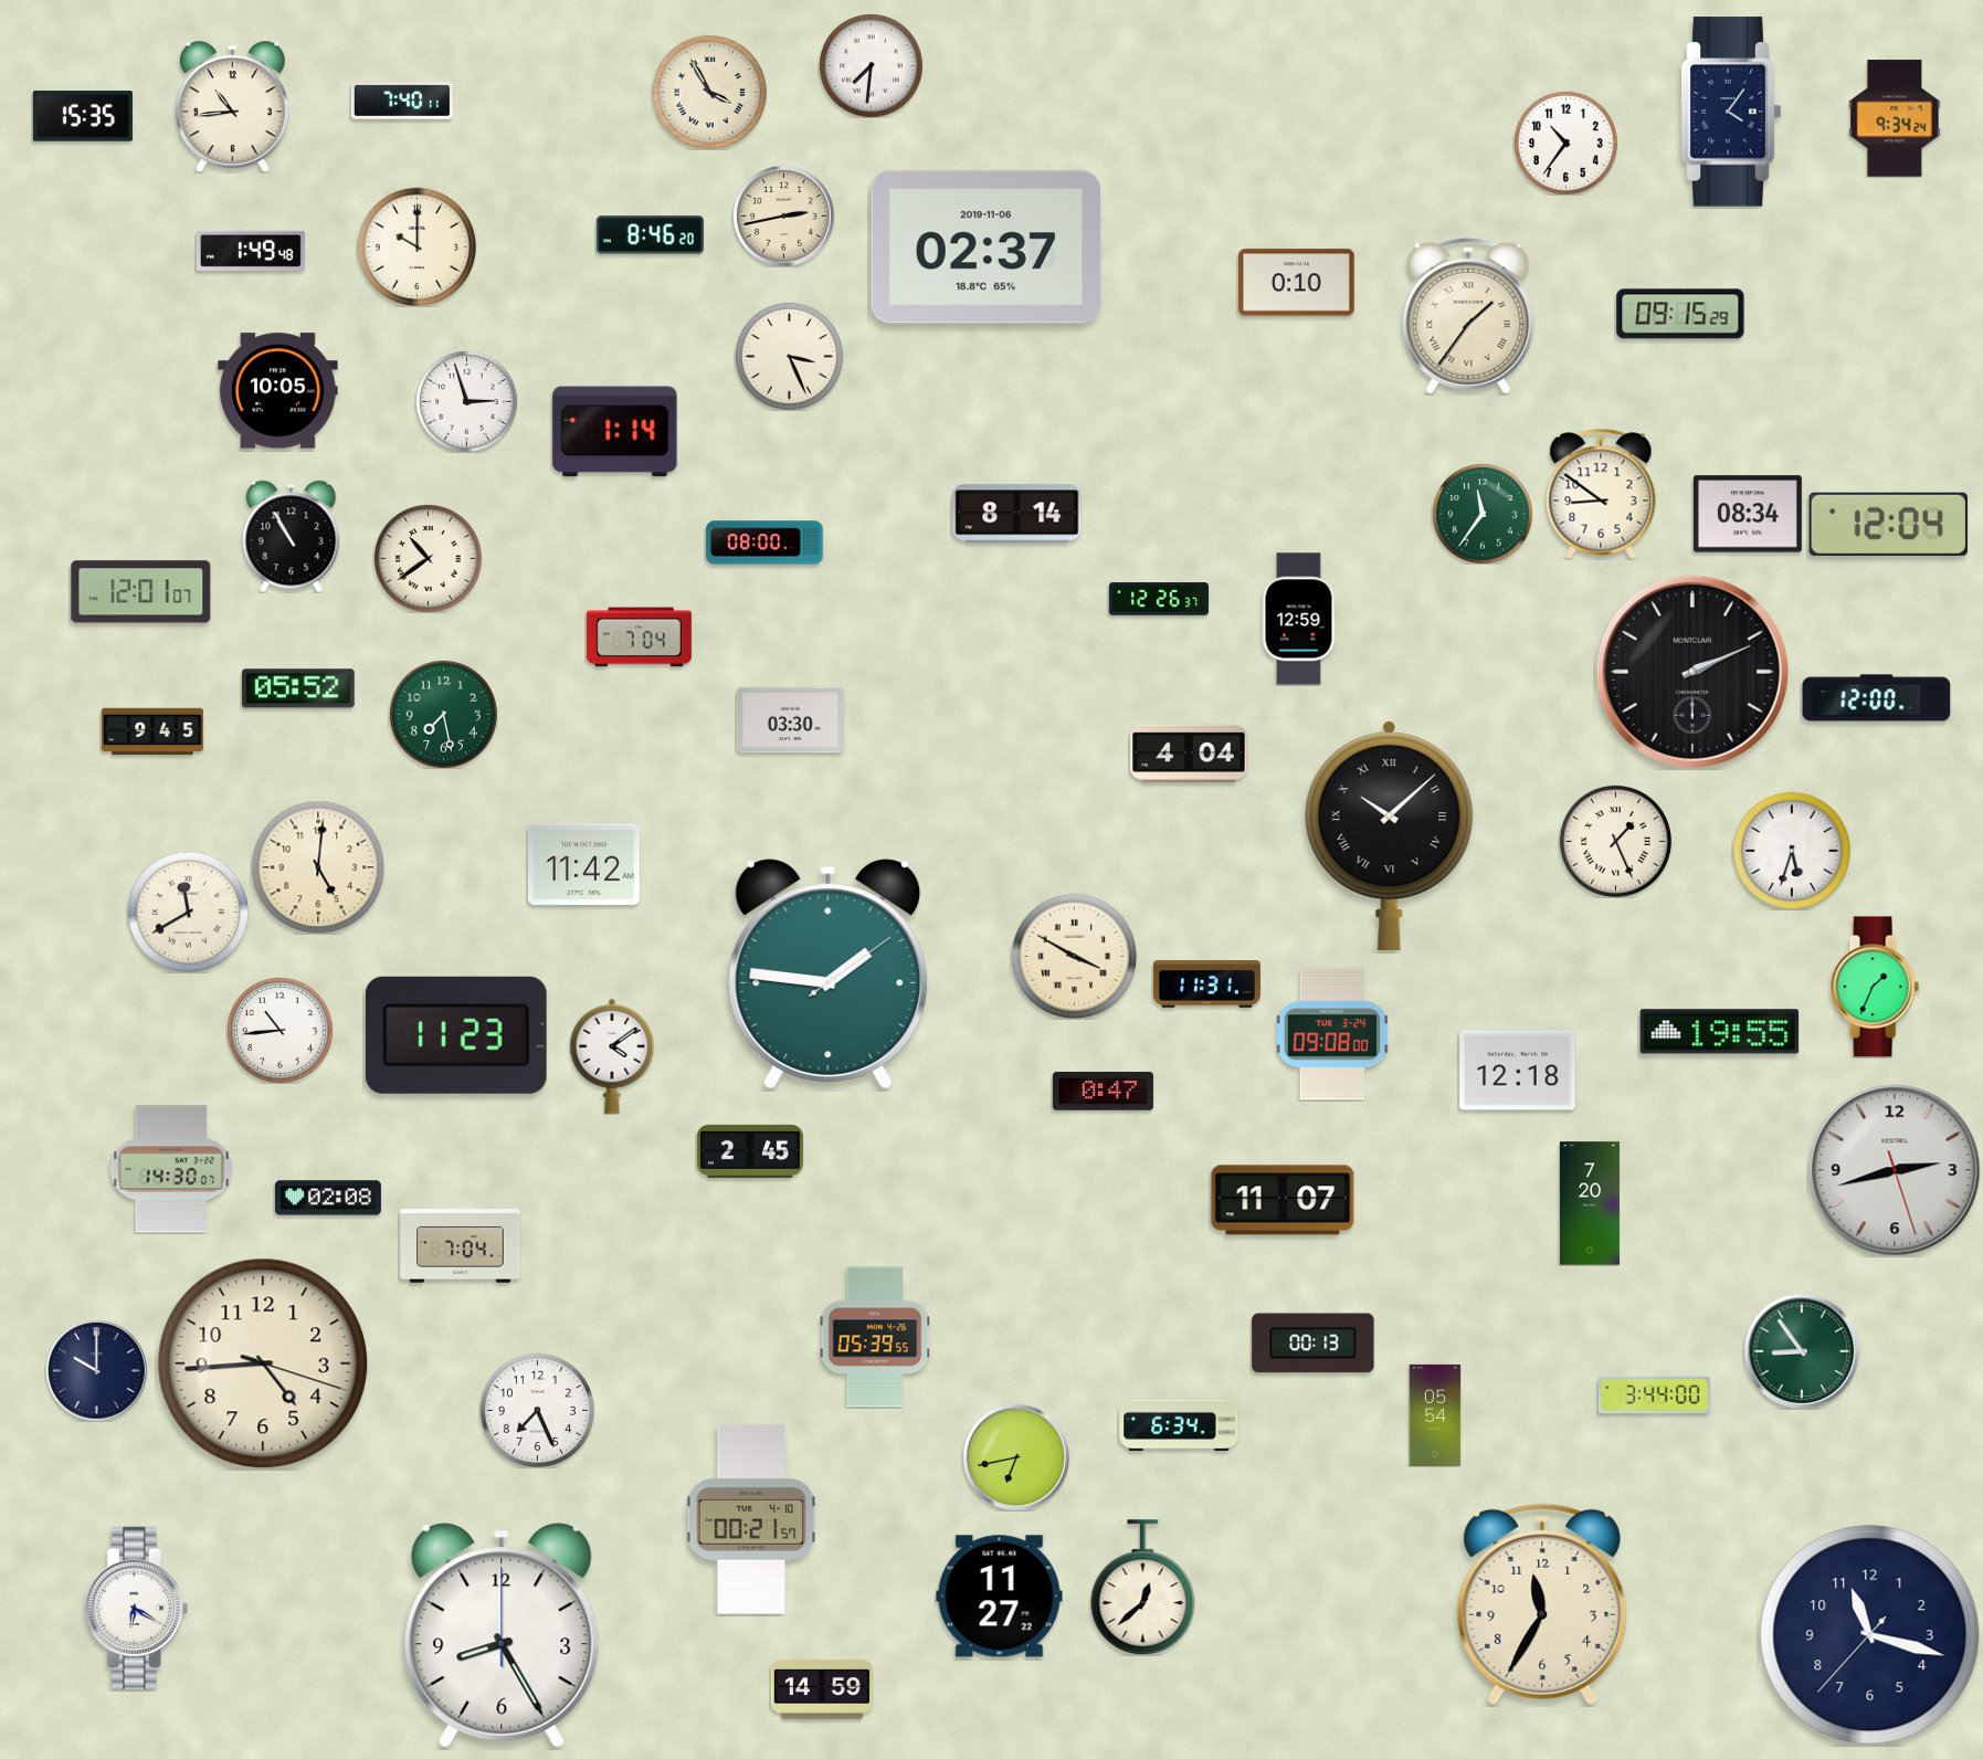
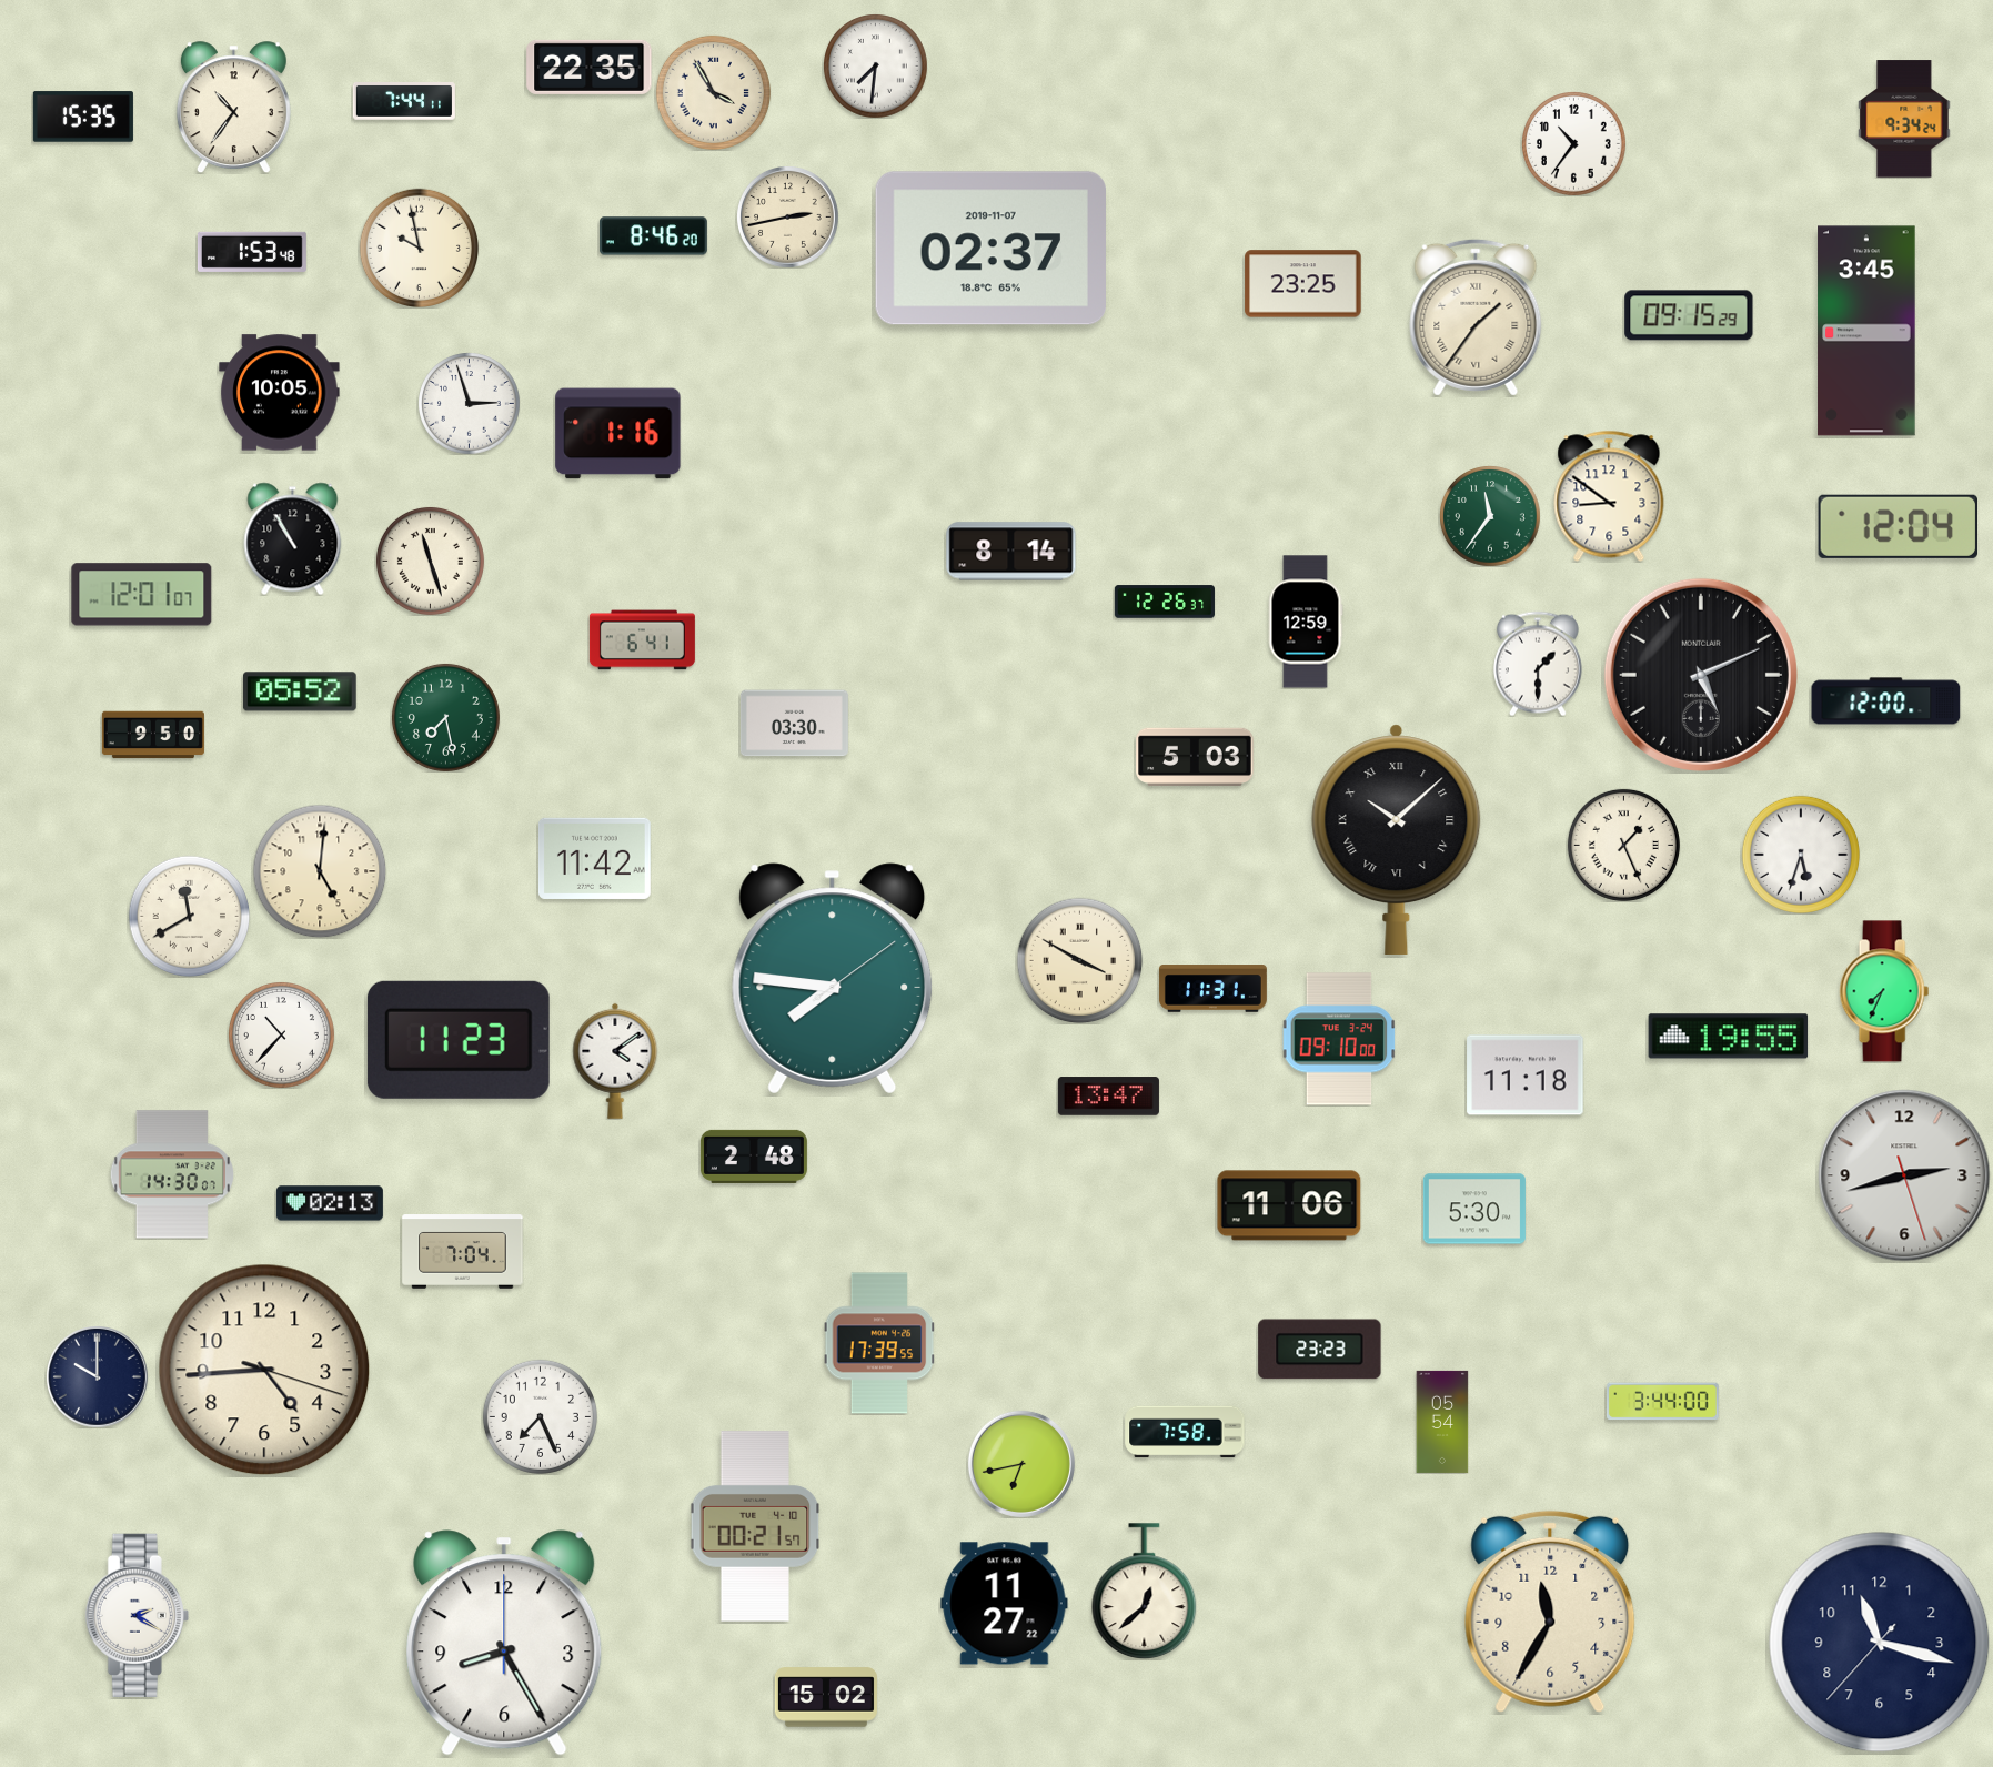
clock at (590, 67): none -> 22:35
clock at (402, 102): 7:40 -> 7:44
clock at (232, 107): 10:44 -> 10:36
clock at (1731, 112): 4:06 -> none
clock at (416, 246): 10:00 -> 9:58
clock at (985, 247) date: 2019-11-06 -> 2019-11-07
clock at (251, 251): 1:49 -> 1:53
clock at (1297, 283): 0:10 -> 23:25
clock at (1866, 331): none -> 3:45
clock at (789, 356): 3:26 -> none
clock at (615, 432): 1:14 -> 1:16
clock at (1017, 514) position: (1017, 514) -> (1011, 552)
clock at (1748, 514): 08:34 -> none
clock at (764, 543): 08:00 -> none
clock at (428, 558): 10:39 -> 11:27
clock at (639, 638): 7:04 -> 6:41
clock at (1538, 664): none -> 1:30
clock at (1692, 672): 2:11 -> 5:11
clock at (152, 731): 9:45 -> 9:50
clock at (1189, 754): 4:04 -> 5:03
clock at (584, 864) position: (584, 864) -> (595, 858)
clock at (829, 975): 1:46 -> 7:46
clock at (1875, 987): 1:34 -> 7:34
clock at (279, 1030): 10:44 -> 10:37
clock at (1332, 1034): 09:08 -> 09:10
clock at (1518, 1071): 12:18 -> 11:18
clock at (1103, 1092): 0:47 -> 13:47
clock at (750, 1151): 2:45 -> 2:48
clock at (328, 1198): 02:08 -> 02:13
clock at (1283, 1200): 11:07 -> 11:06
clock at (1474, 1209): none -> 5:30
clock at (1590, 1203): 7:20 -> none
clock at (875, 1337): 05:39 -> 17:39
clock at (1314, 1344): 00:13 -> 23:23
clock at (1802, 1351): 8:54 -> none
clock at (1179, 1425): 6:34 -> 7:58
clock at (1143, 1588) position: (1143, 1588) -> (1145, 1592)
clock at (136, 1608): 6:20 -> 2:20
clock at (822, 1689): 14:59 -> 15:02
